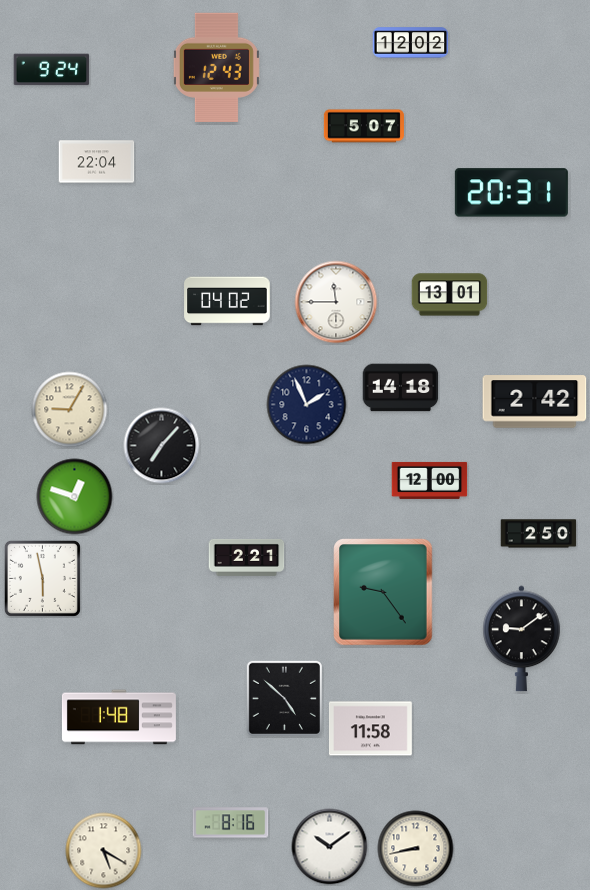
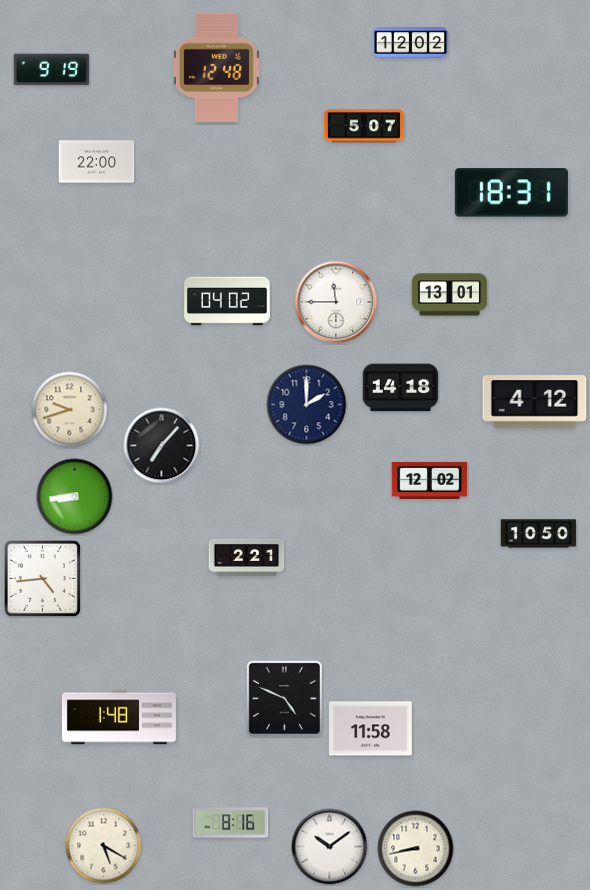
clock at (216, 67): 12:43 -> 12:48
clock at (52, 70): 9:24 -> 9:19
clock at (97, 162): 22:04 -> 22:00
clock at (511, 193): 20:31 -> 18:31
clock at (535, 402): 2:42 -> 4:12
clock at (307, 405): 1:56 -> 2:00
clock at (70, 410): 9:05 -> 9:42
clock at (430, 480): 12:00 -> 12:02
clock at (75, 497): 12:48 -> 8:44
clock at (539, 534): 2:50 -> 10:50
clock at (42, 578): 5:58 -> 4:44
clock at (383, 592): 9:24 -> none
clock at (522, 639): 9:09 -> none
clock at (284, 698): 4:52 -> 4:49
clock at (104, 851) position: (104, 851) -> (104, 846)
